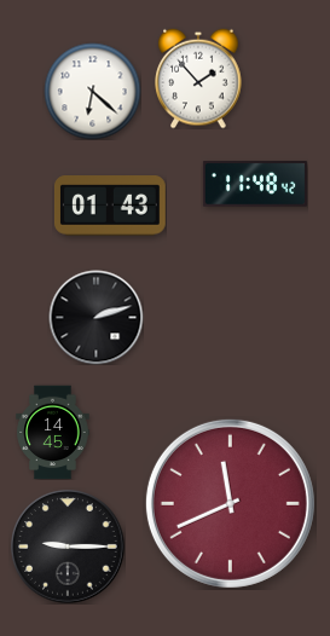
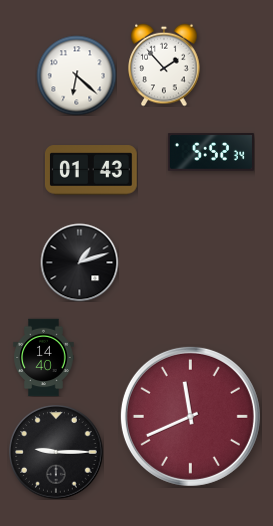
clock at (255, 184): 11:48 -> 5:52
clock at (95, 317): 2:12 -> 1:12
clock at (53, 432): 14:45 -> 14:40
